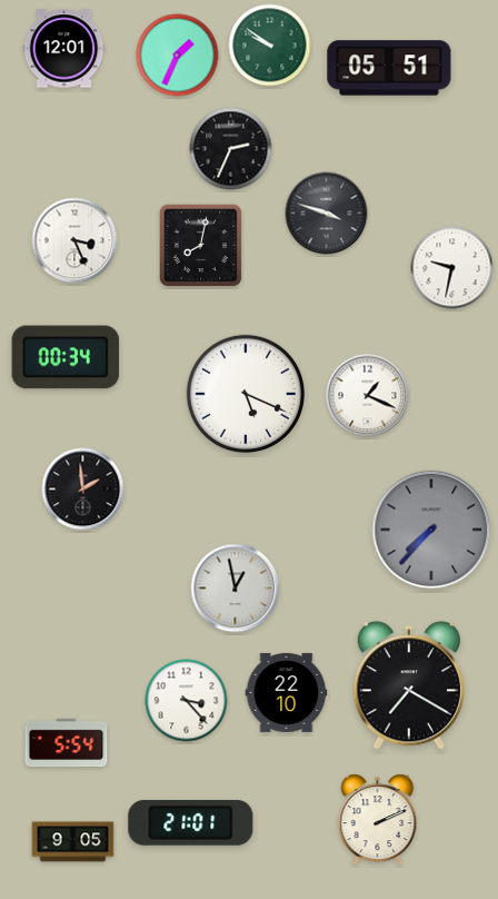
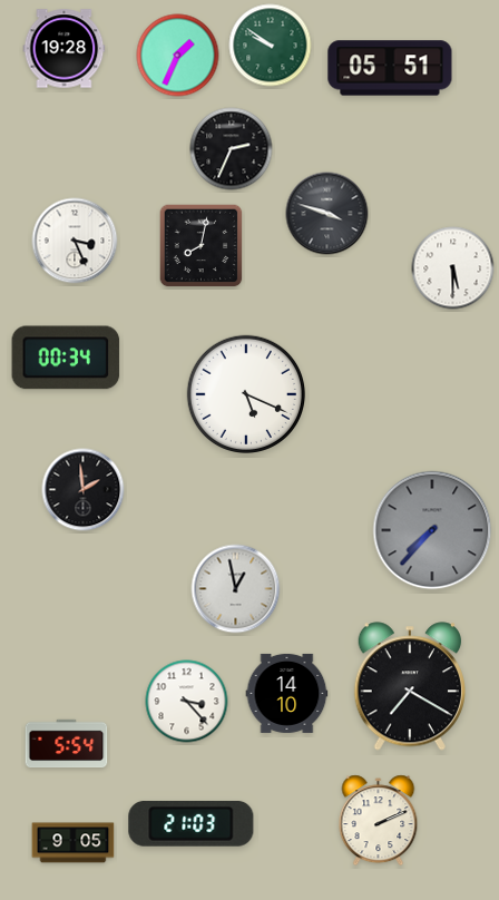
clock at (64, 49): 12:01 -> 19:28
clock at (452, 268): 9:32 -> 5:30
clock at (368, 396): 1:19 -> none
clock at (287, 692): 22:10 -> 14:10
clock at (191, 822): 21:01 -> 21:03
